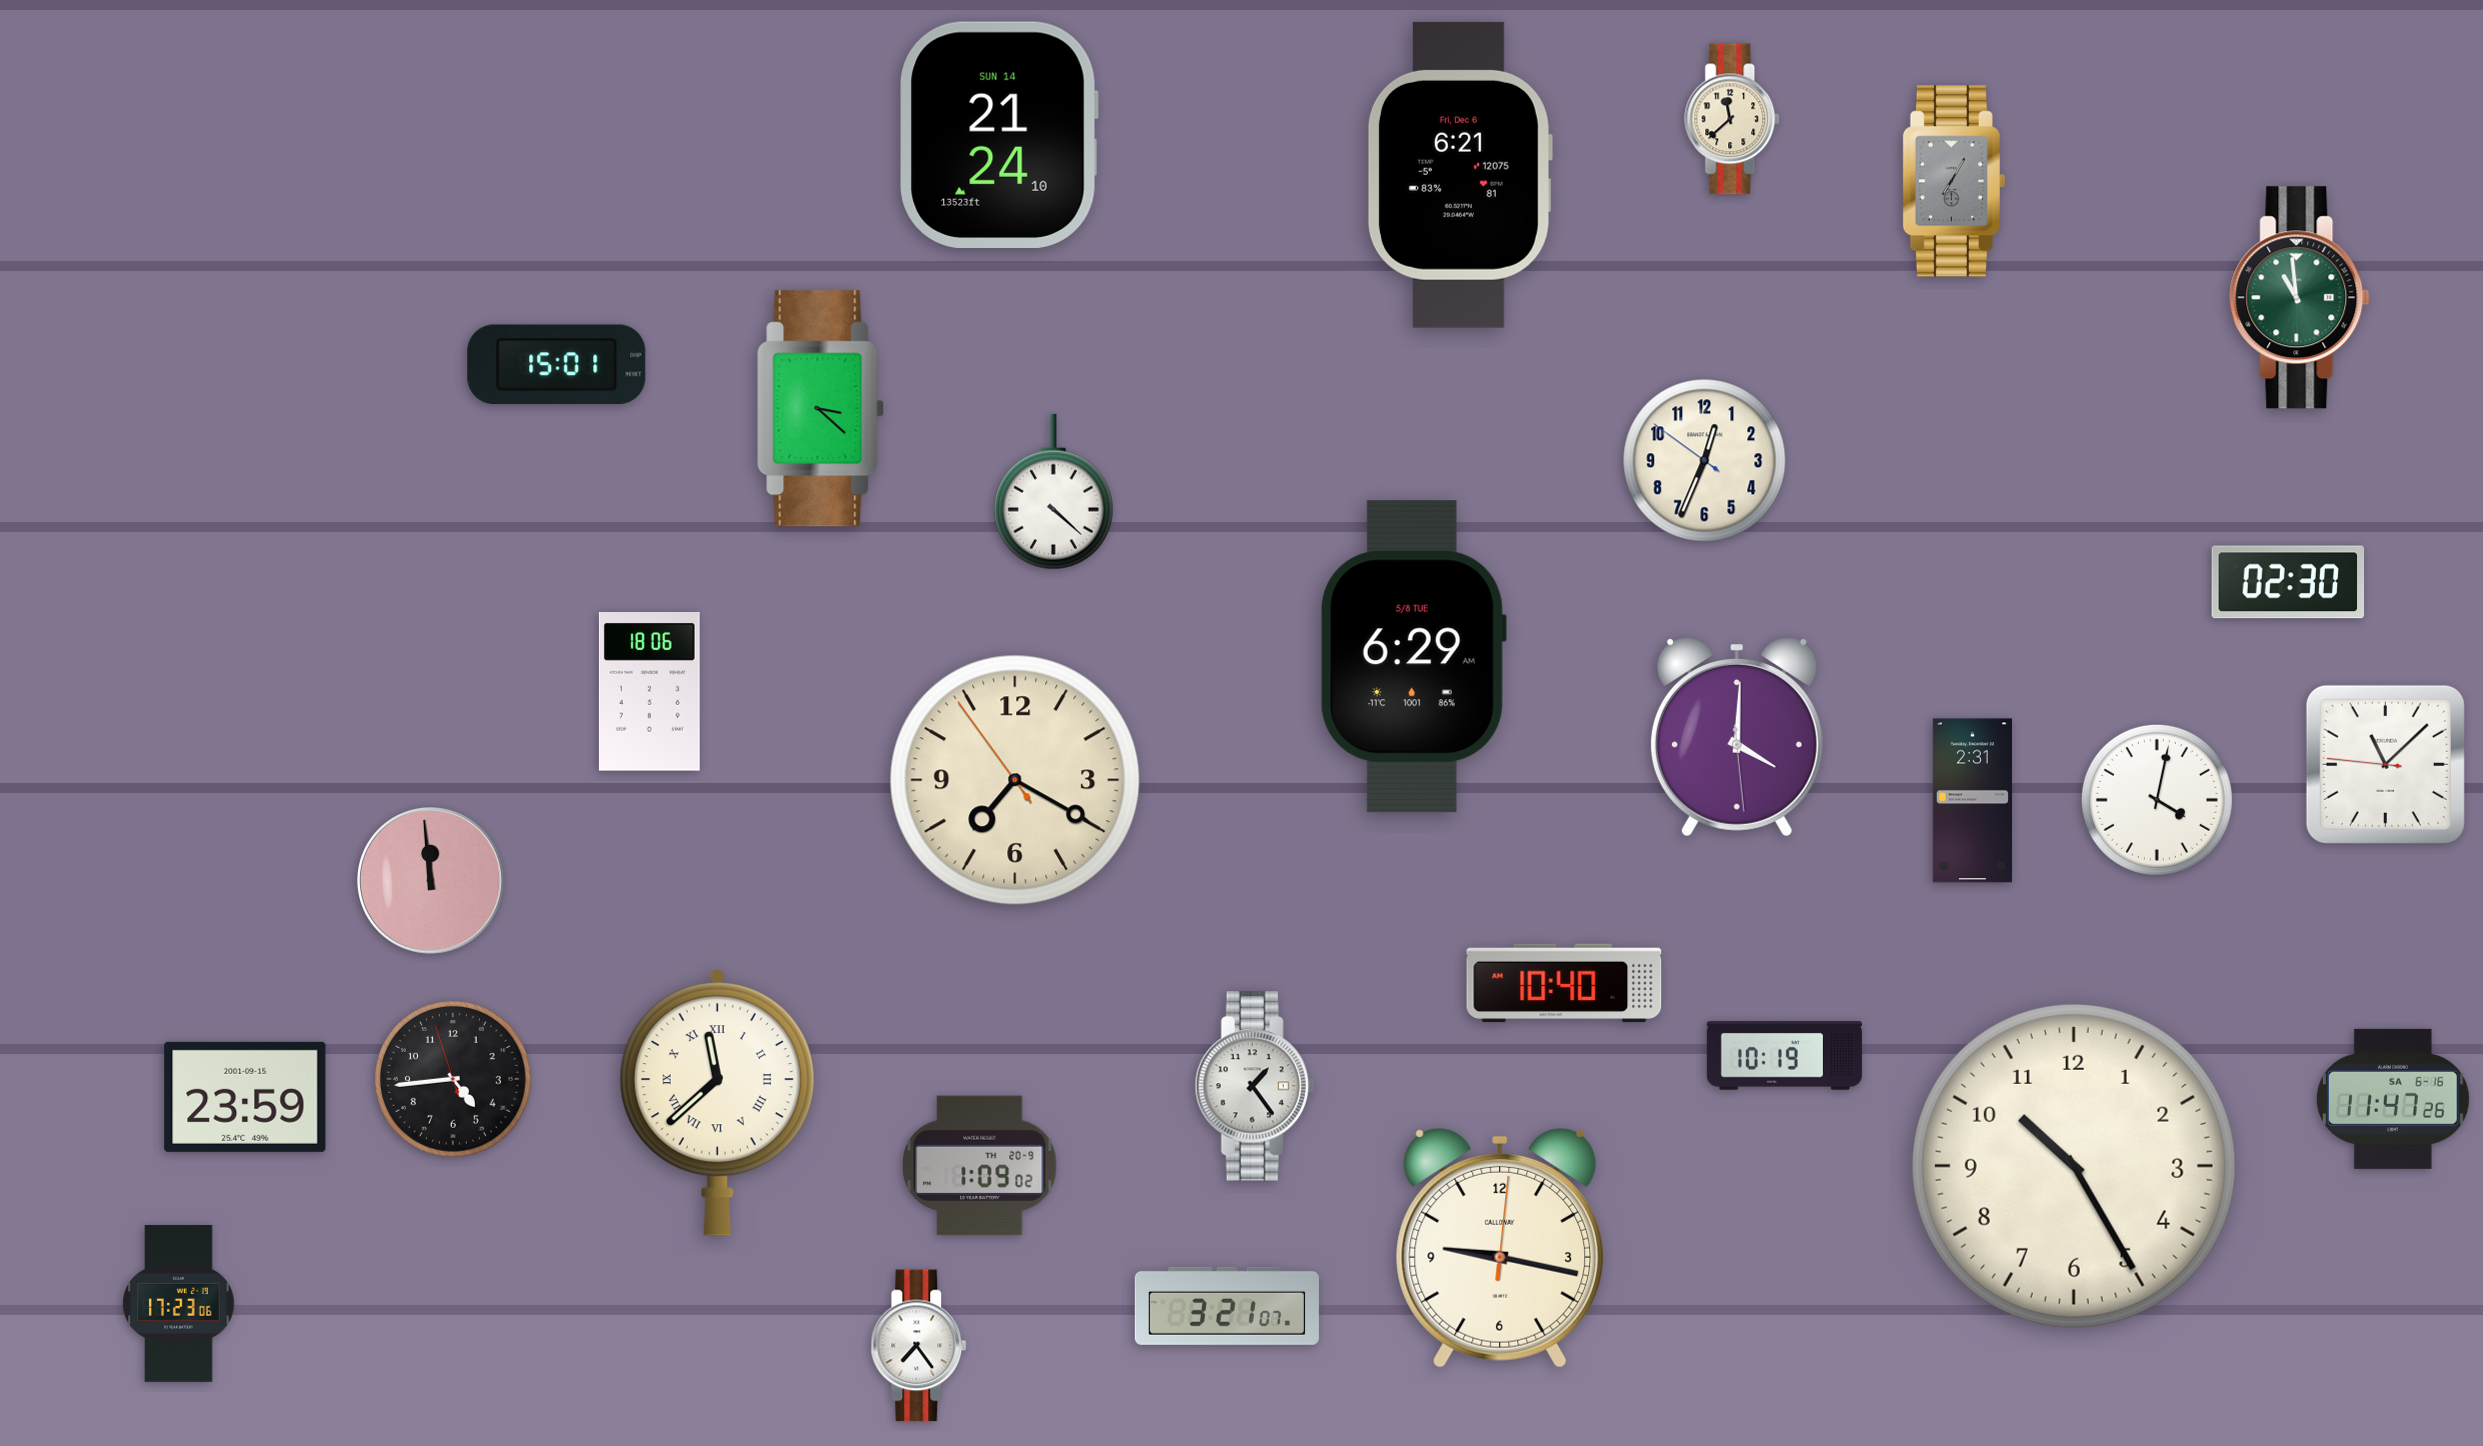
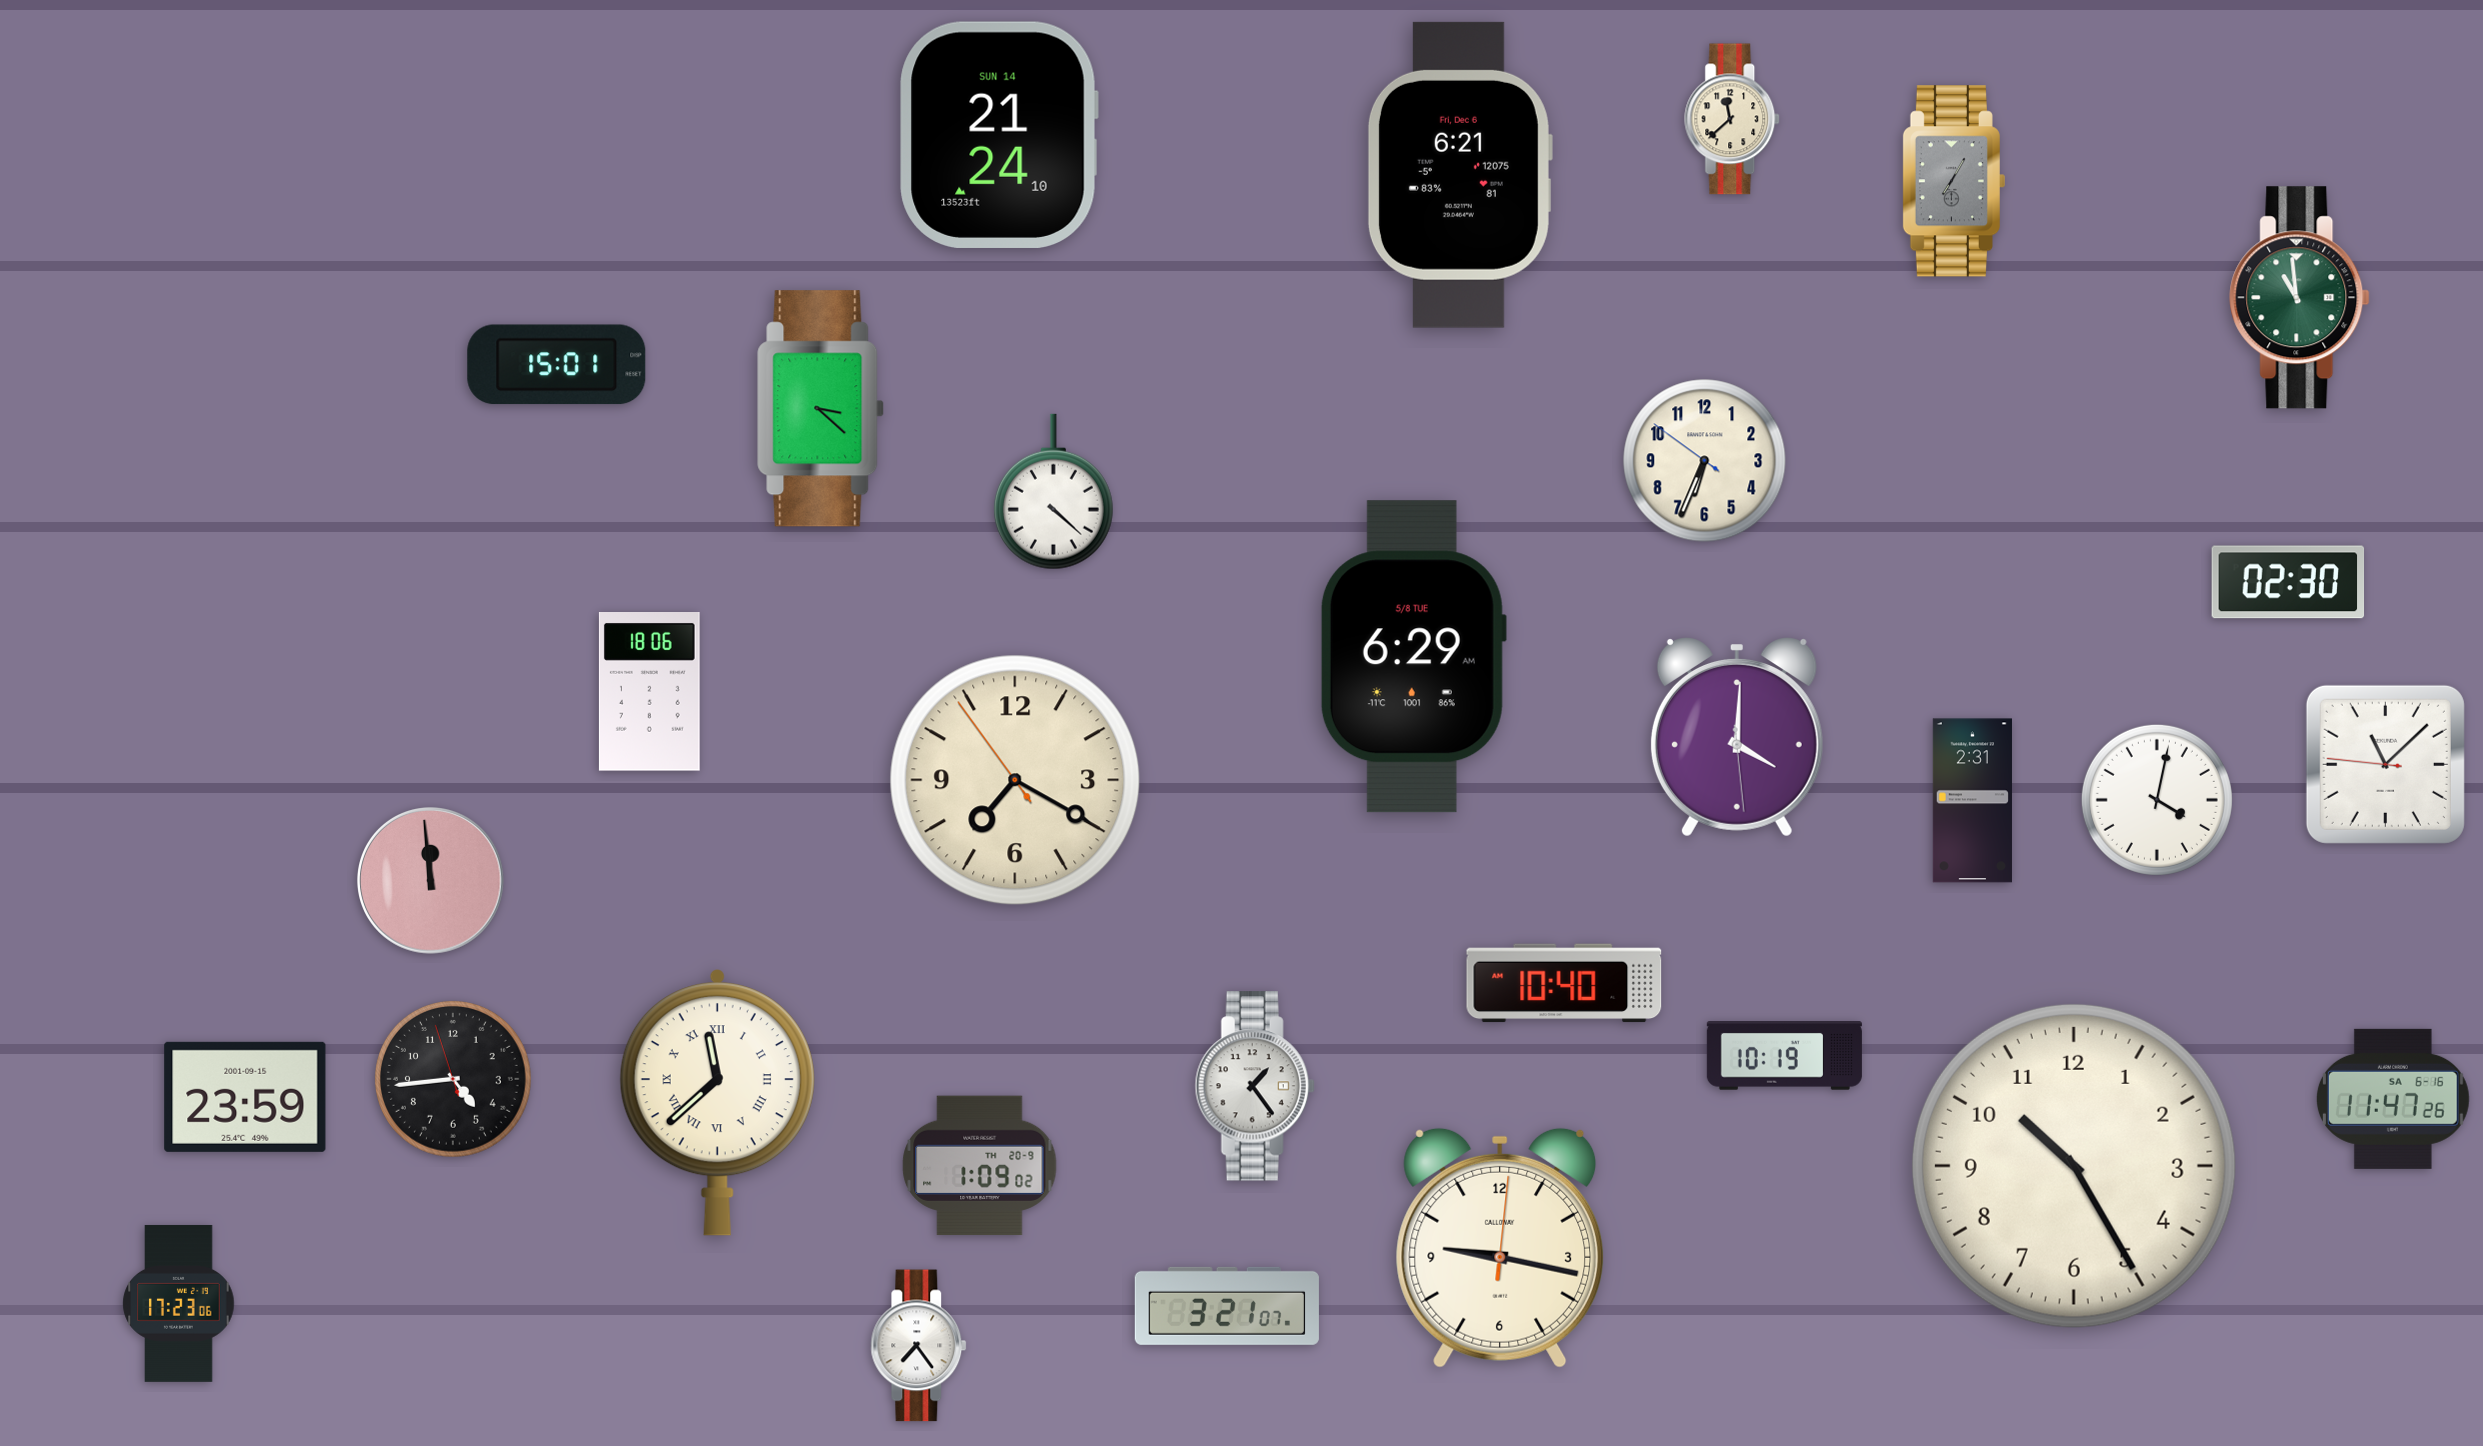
clock at (1705, 461): 12:33 -> 6:33
